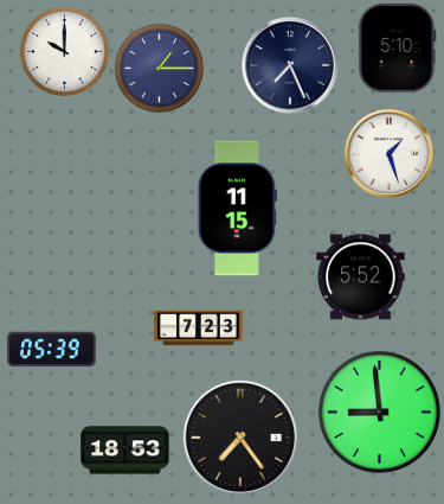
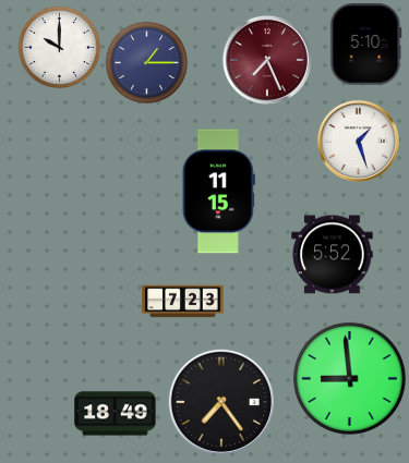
clock at (290, 65) dial: navy -> burgundy
clock at (52, 350): 05:39 -> none
clock at (126, 451): 18:53 -> 18:49
